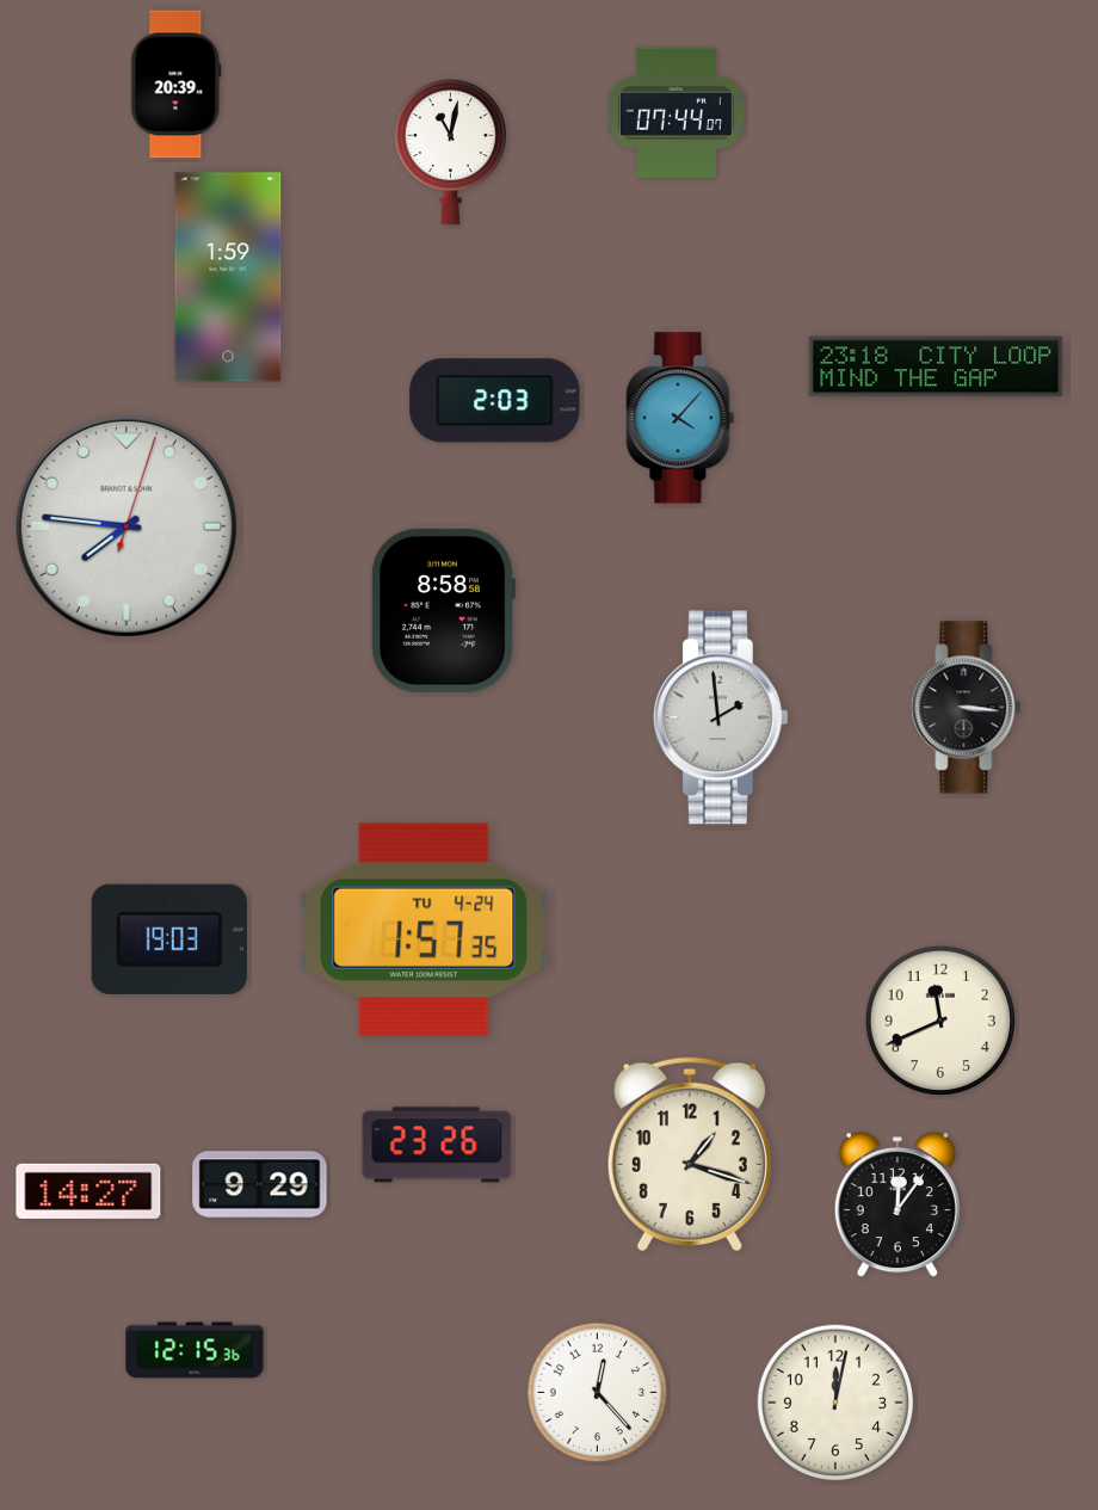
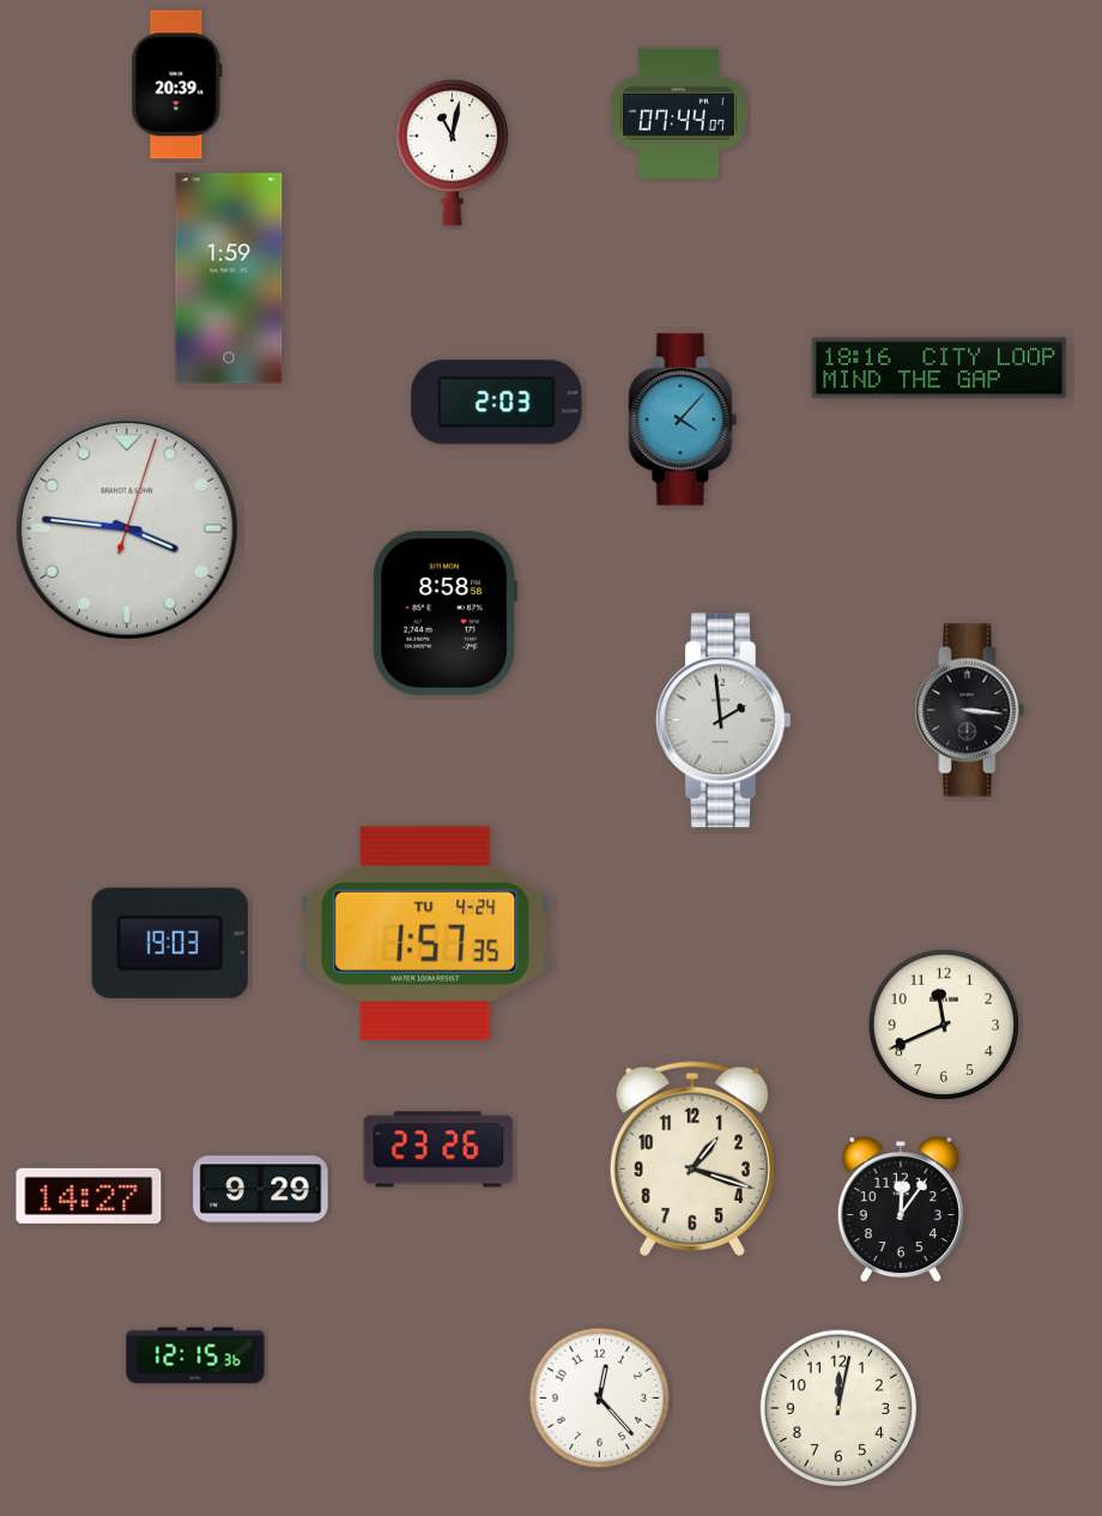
clock at (936, 366): 23:18 -> 18:16
clock at (127, 526): 7:46 -> 3:46
